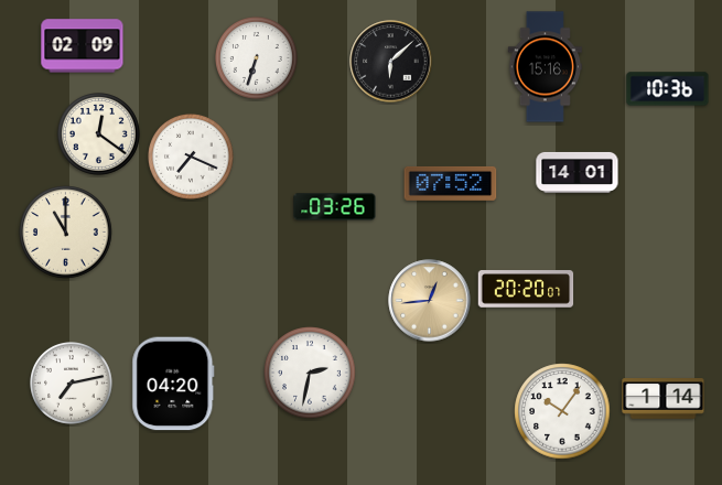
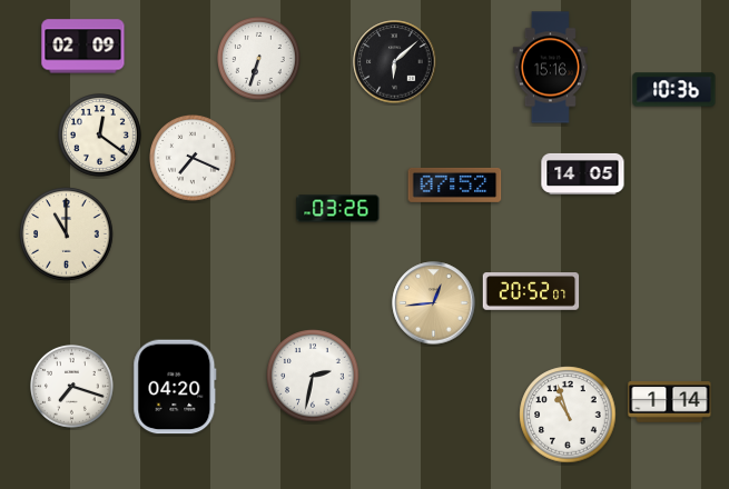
clock at (578, 172): 14:01 -> 14:05
clock at (526, 289): 20:20 -> 20:52
clock at (72, 384): 7:13 -> 7:18
clock at (562, 411): 10:06 -> 10:57
